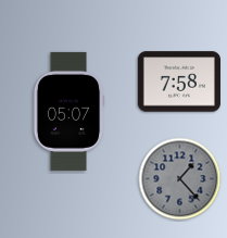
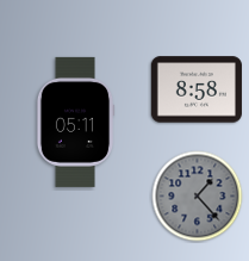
clock at (179, 82): 7:58 -> 8:58
clock at (68, 111): 05:07 -> 05:11
